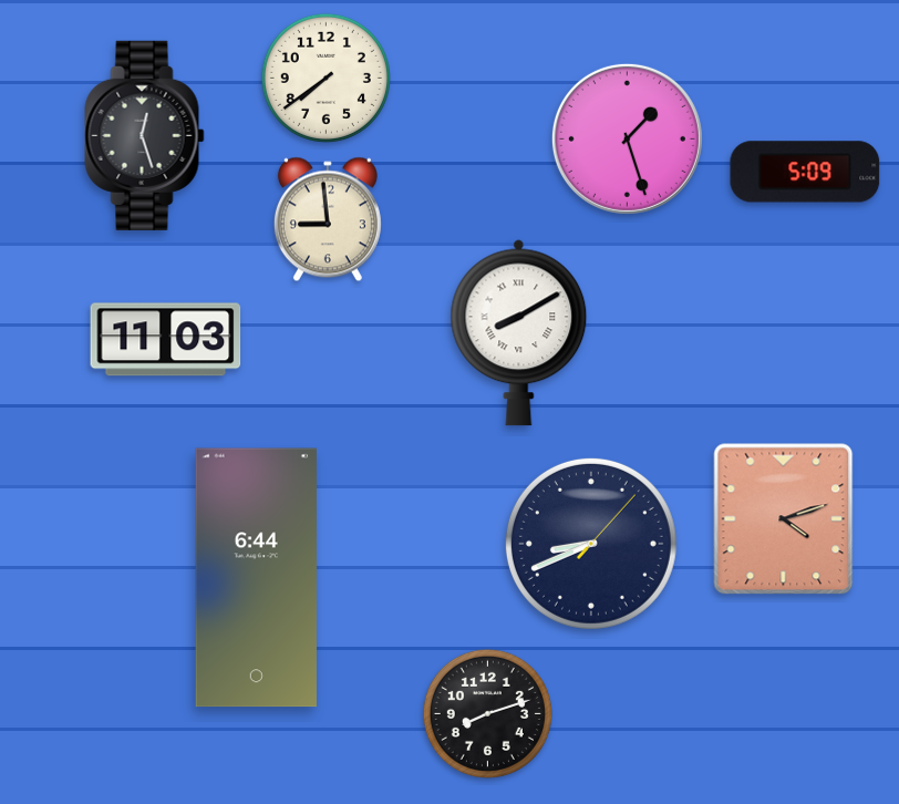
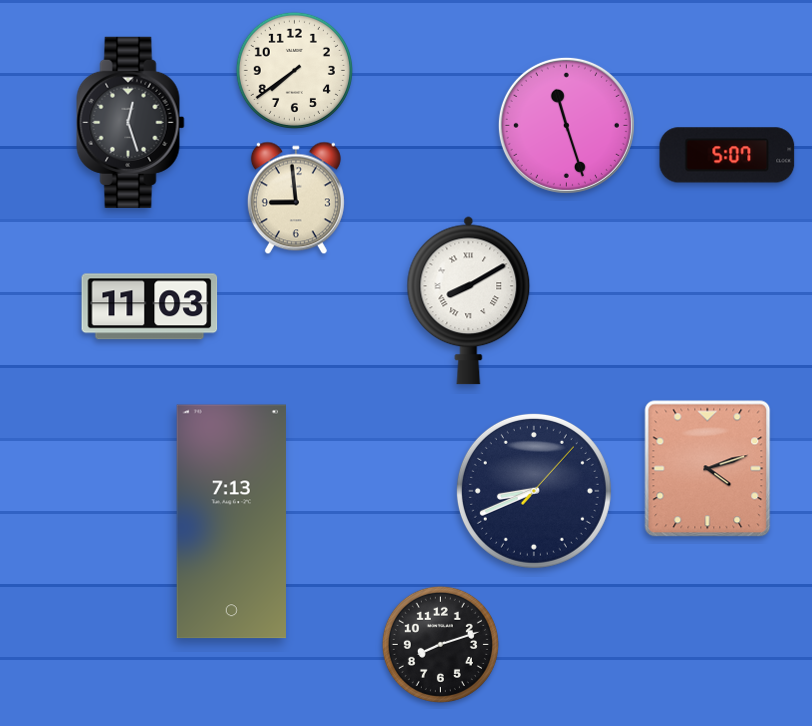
clock at (627, 138): 1:27 -> 11:27
clock at (805, 172): 5:09 -> 5:07
clock at (256, 578): 6:44 -> 7:13
